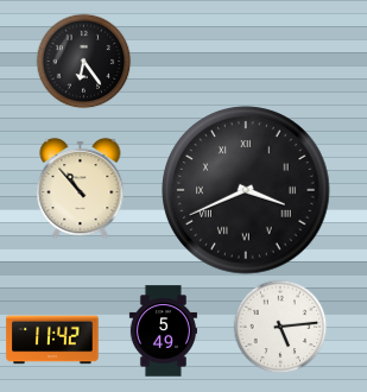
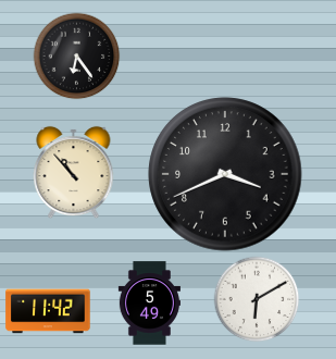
clock at (246, 190) numerals: Roman -> Arabic
clock at (280, 327): 5:14 -> 6:10
